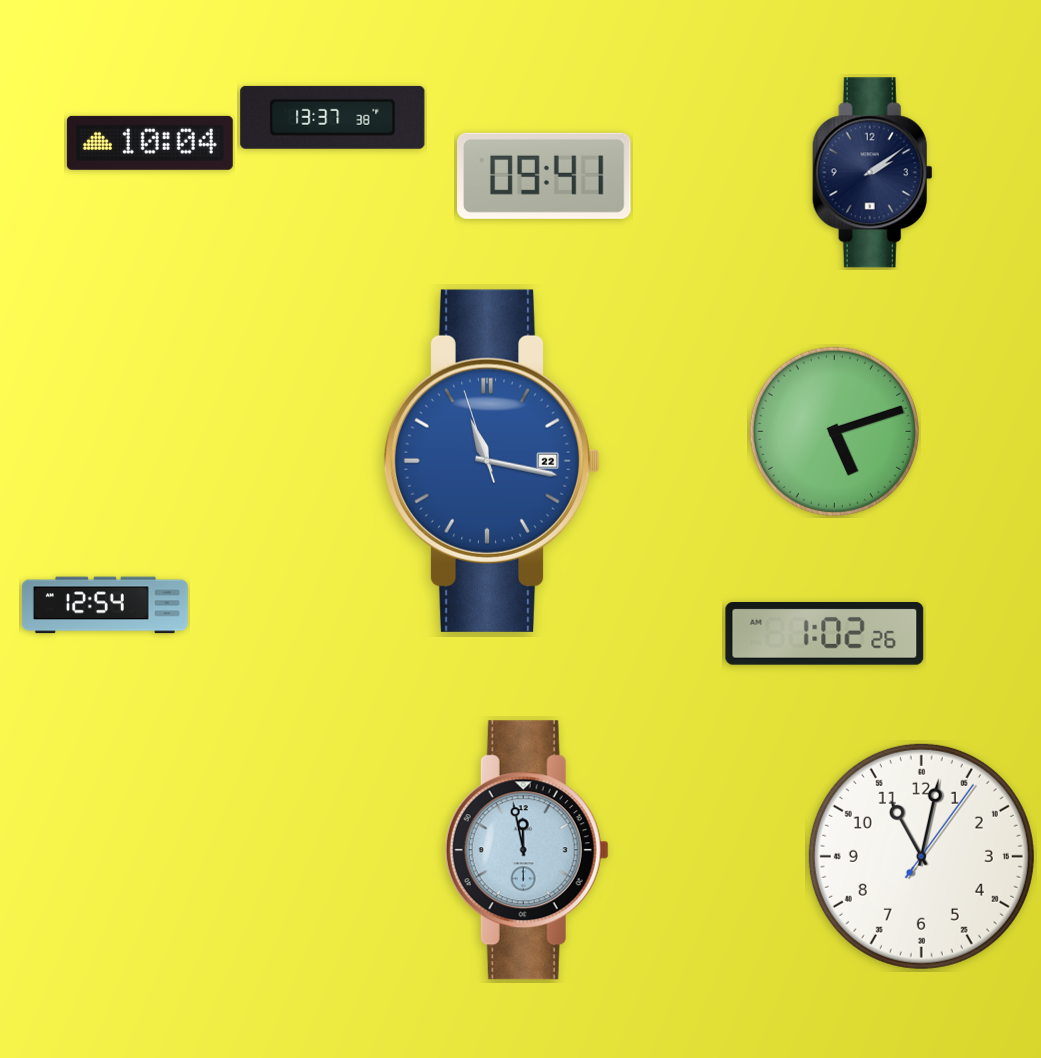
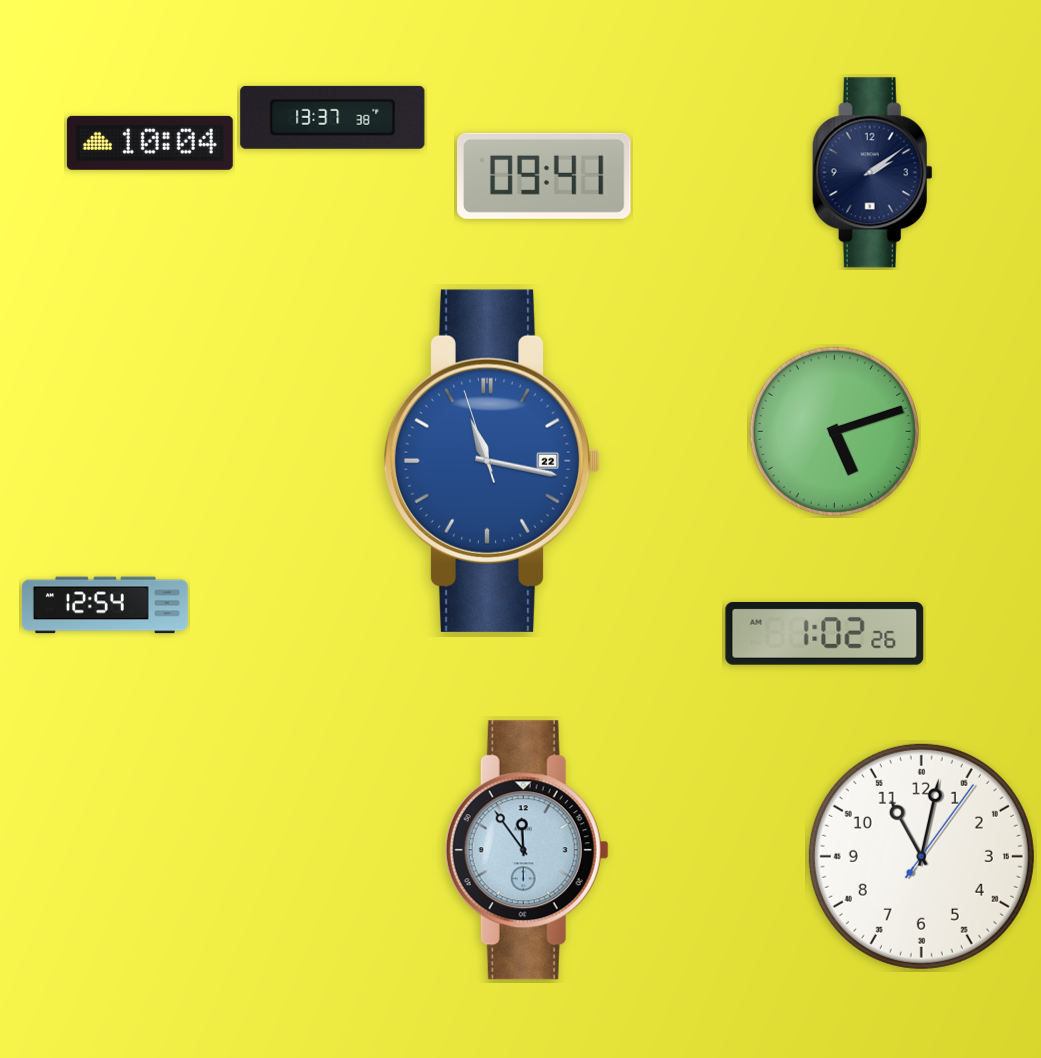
clock at (527, 850): 11:58 -> 11:54
